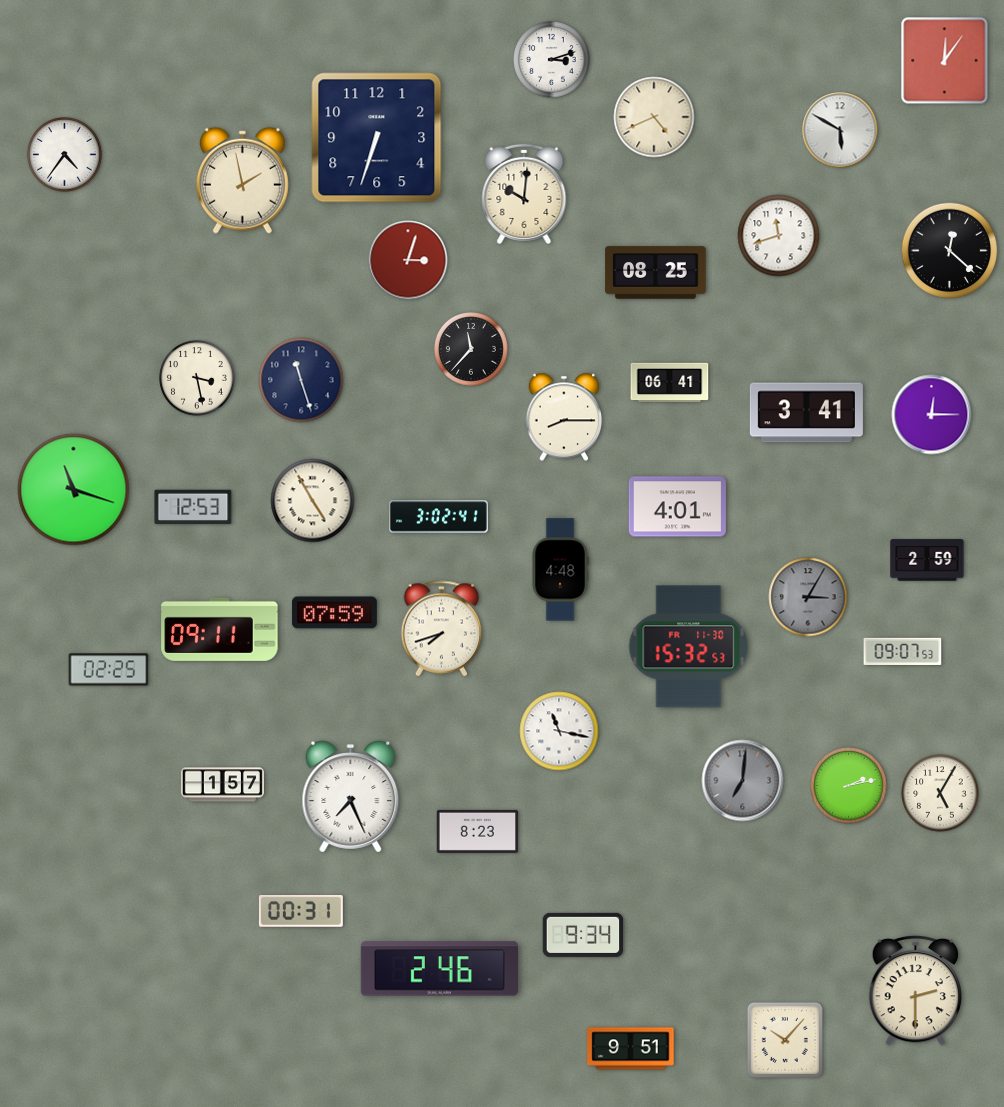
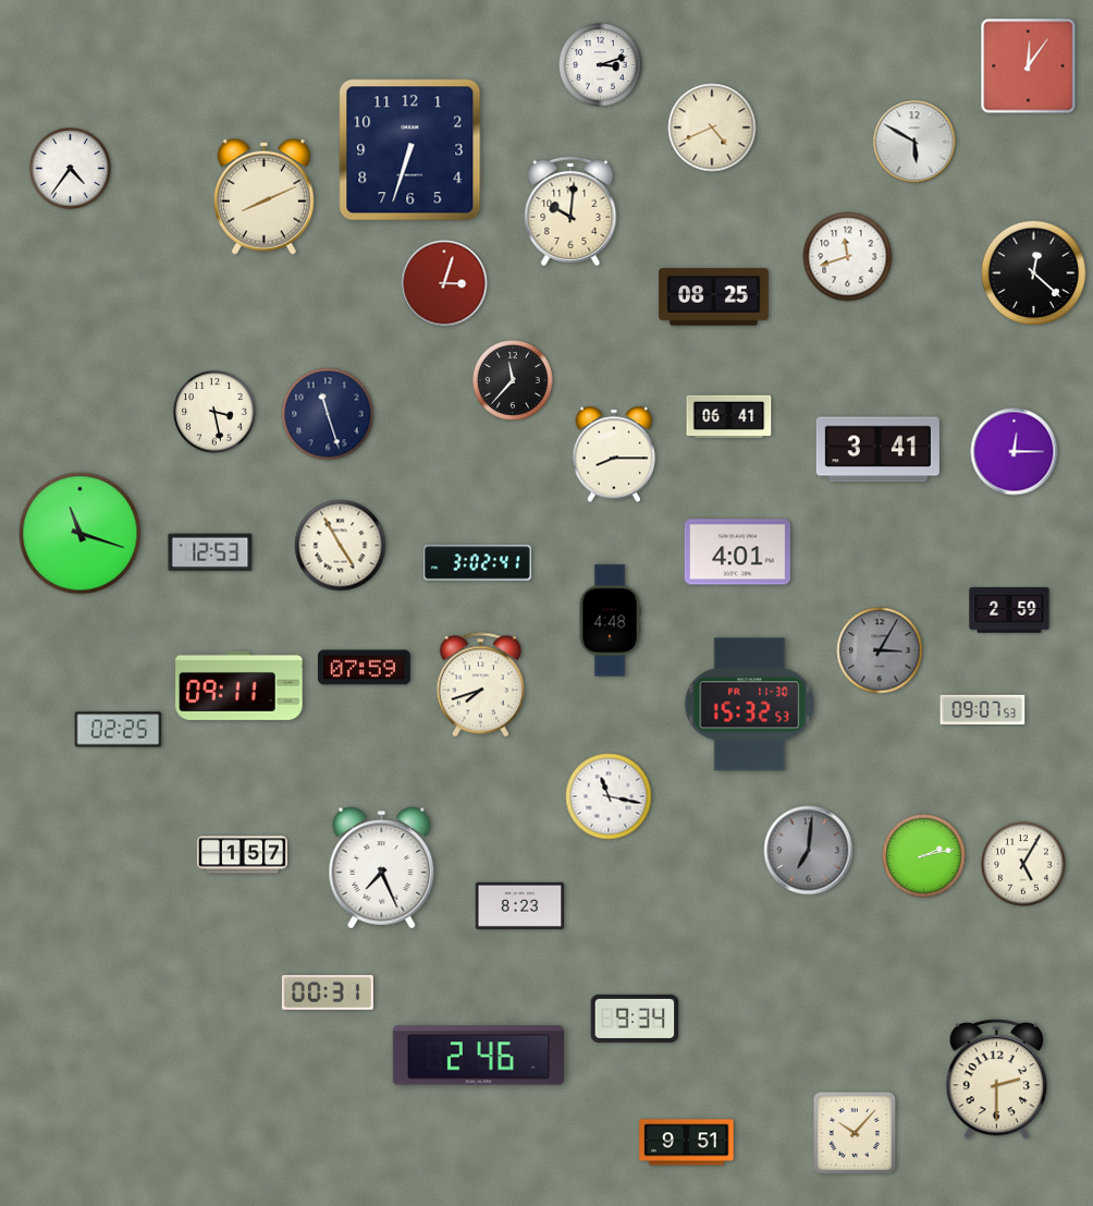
clock at (242, 180): 1:58 -> 8:11
